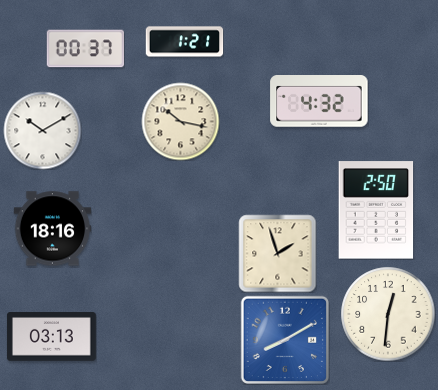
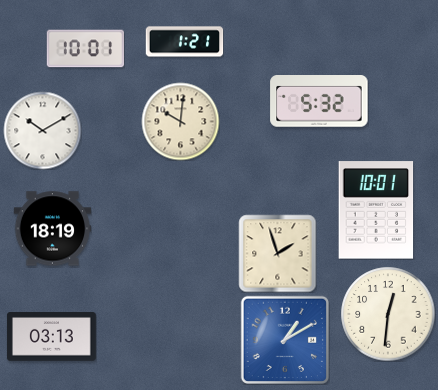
clock at (85, 49): 00:37 -> 10:01
clock at (319, 102): 4:32 -> 5:32
clock at (180, 121): 10:17 -> 10:01
clock at (376, 210): 2:50 -> 10:01
clock at (52, 229): 18:16 -> 18:19
clock at (284, 339): 8:10 -> 1:10
